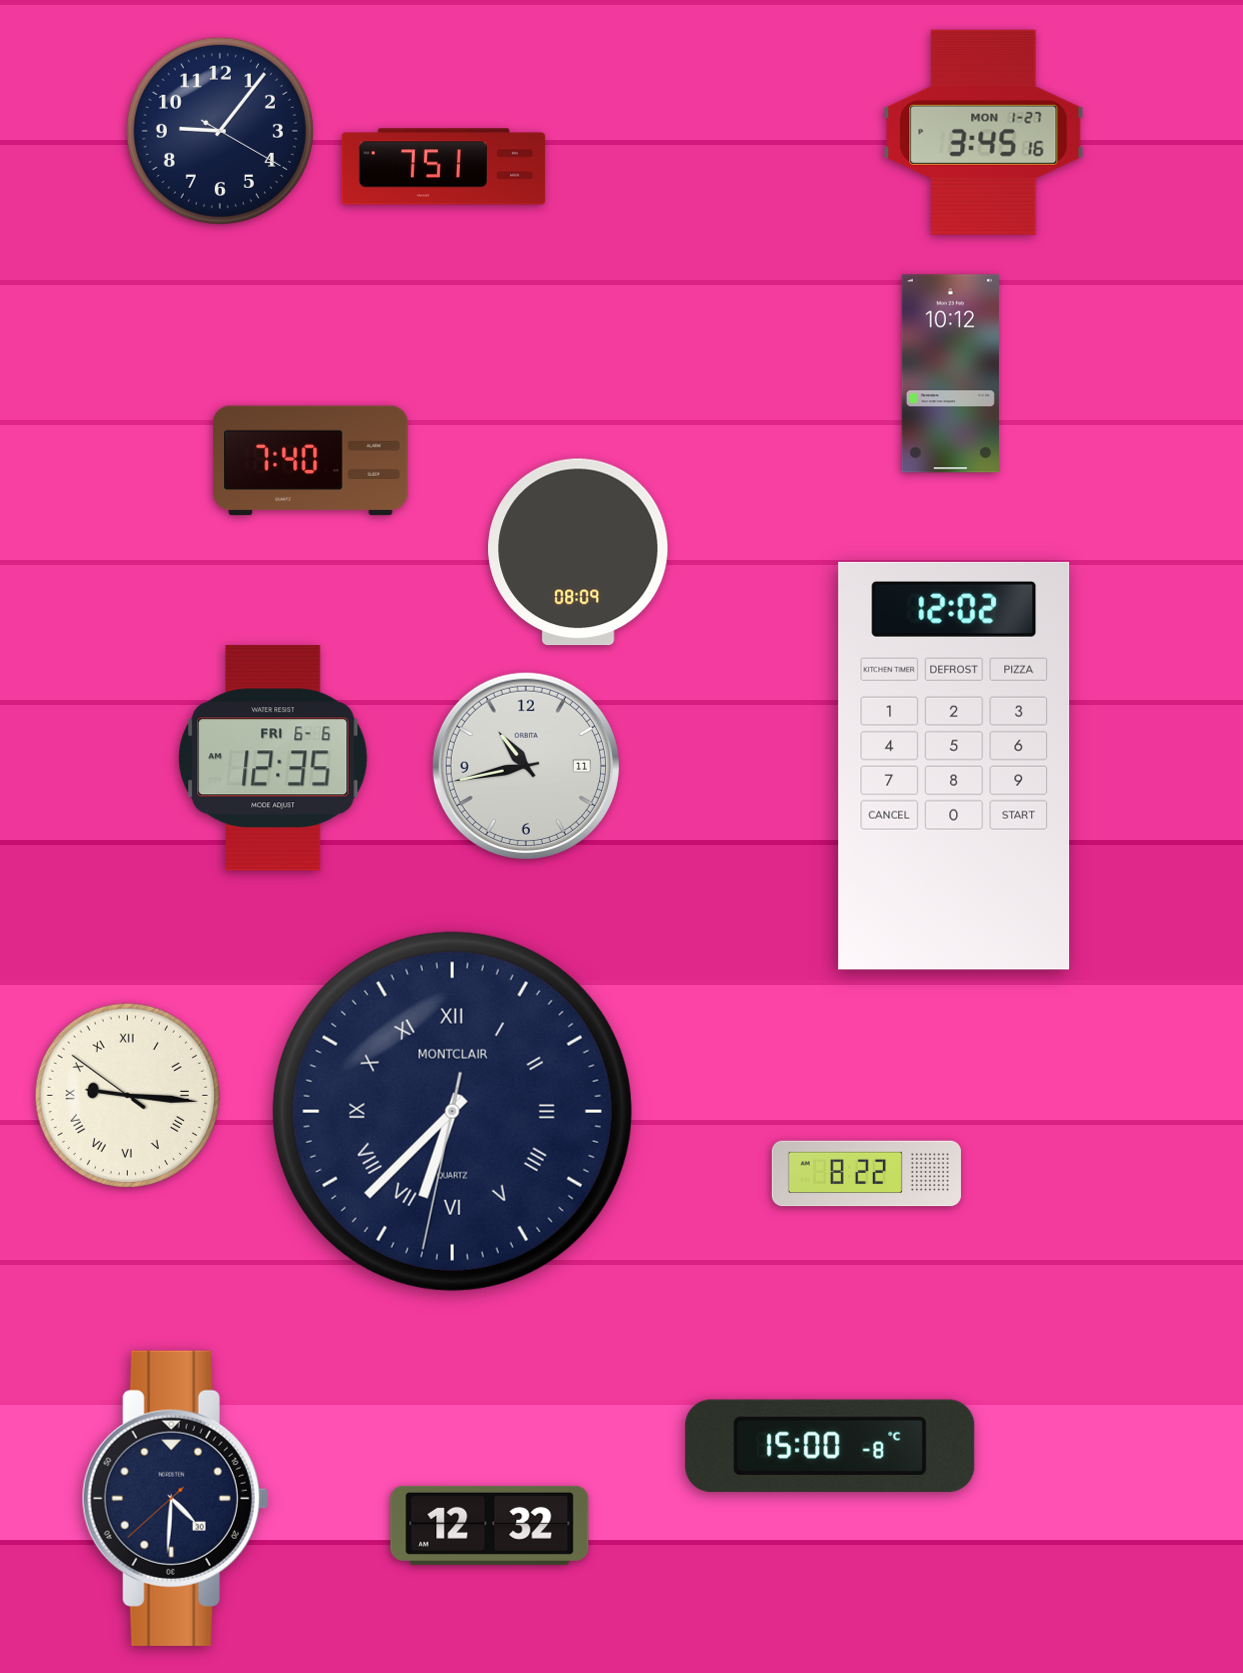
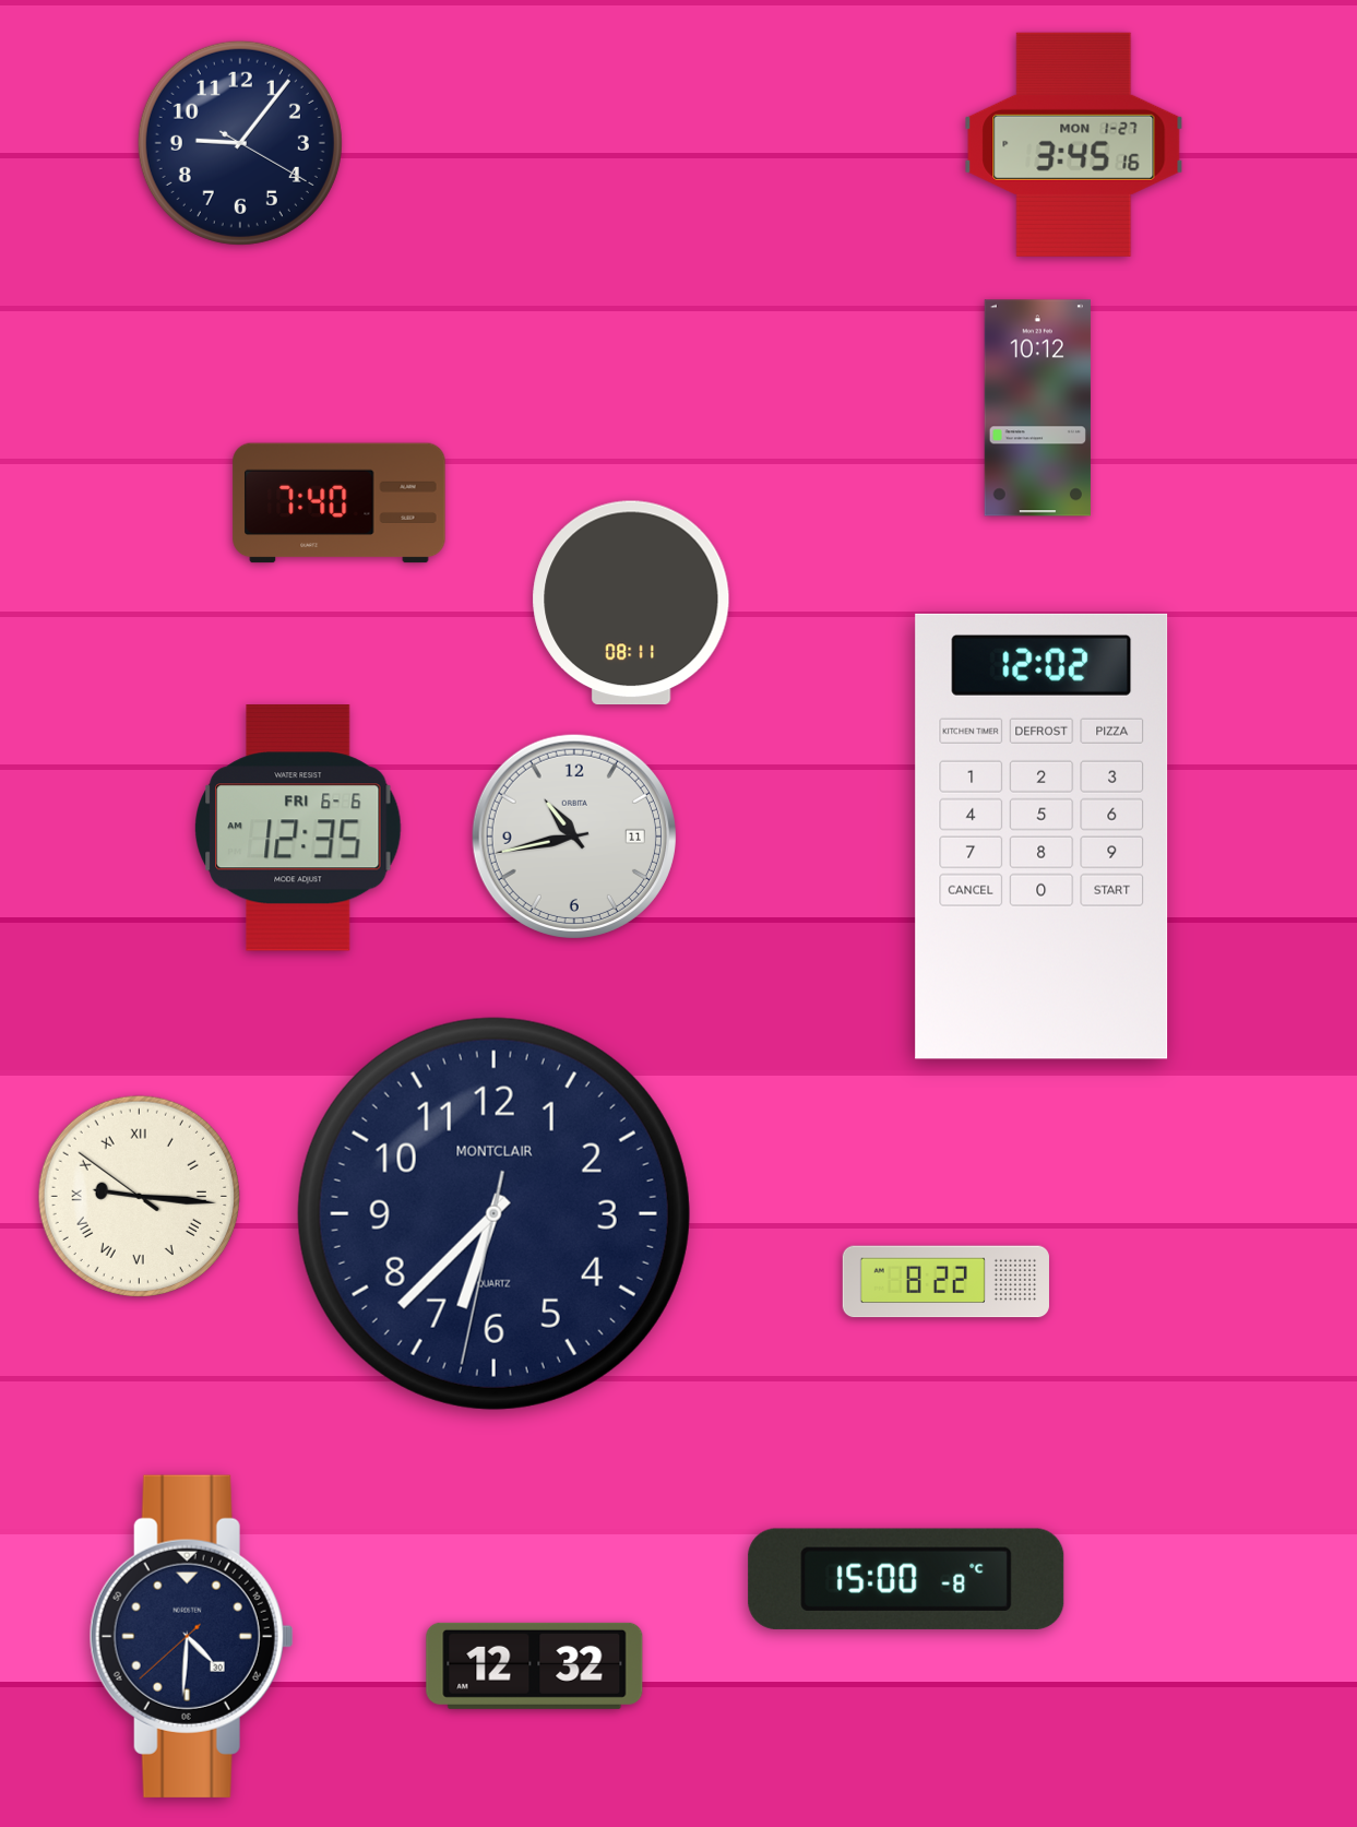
clock at (444, 167): 7:51 -> none
clock at (578, 552): 08:09 -> 08:11
clock at (452, 1111) numerals: Roman -> Arabic
